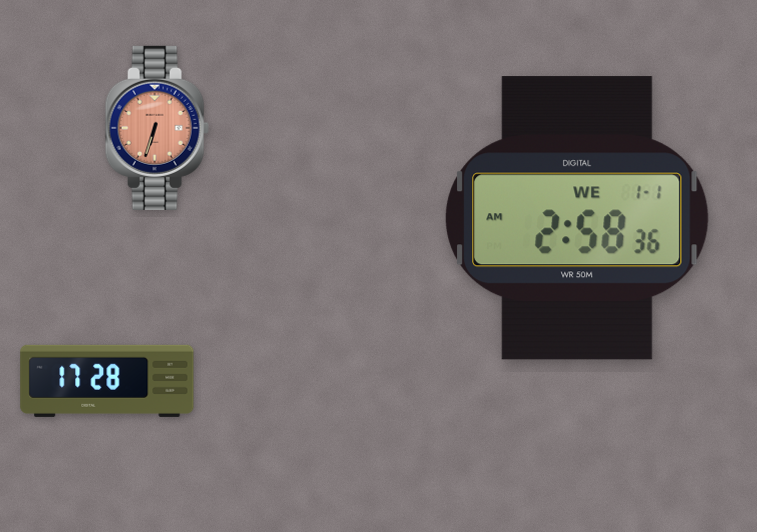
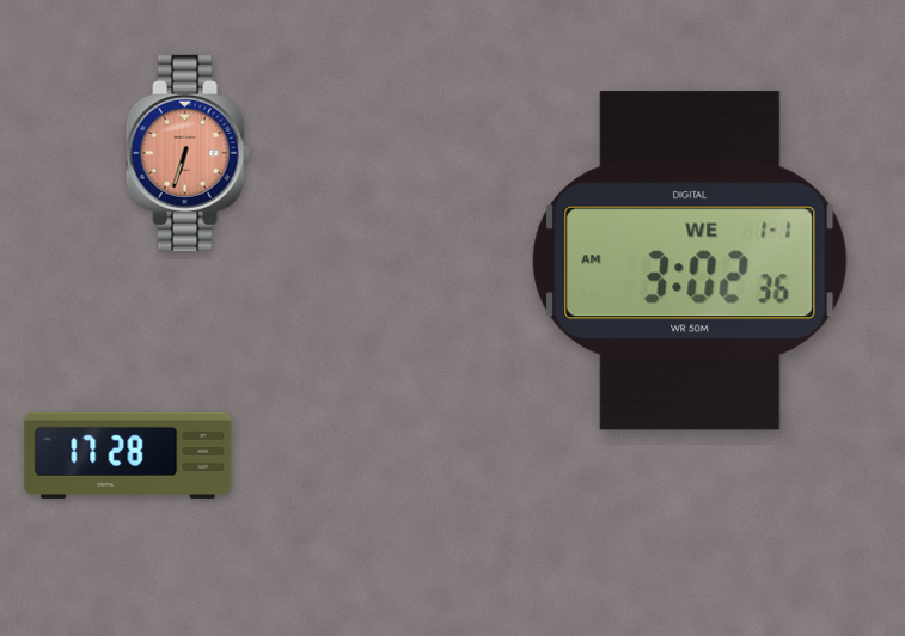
clock at (577, 218): 2:58 -> 3:02
